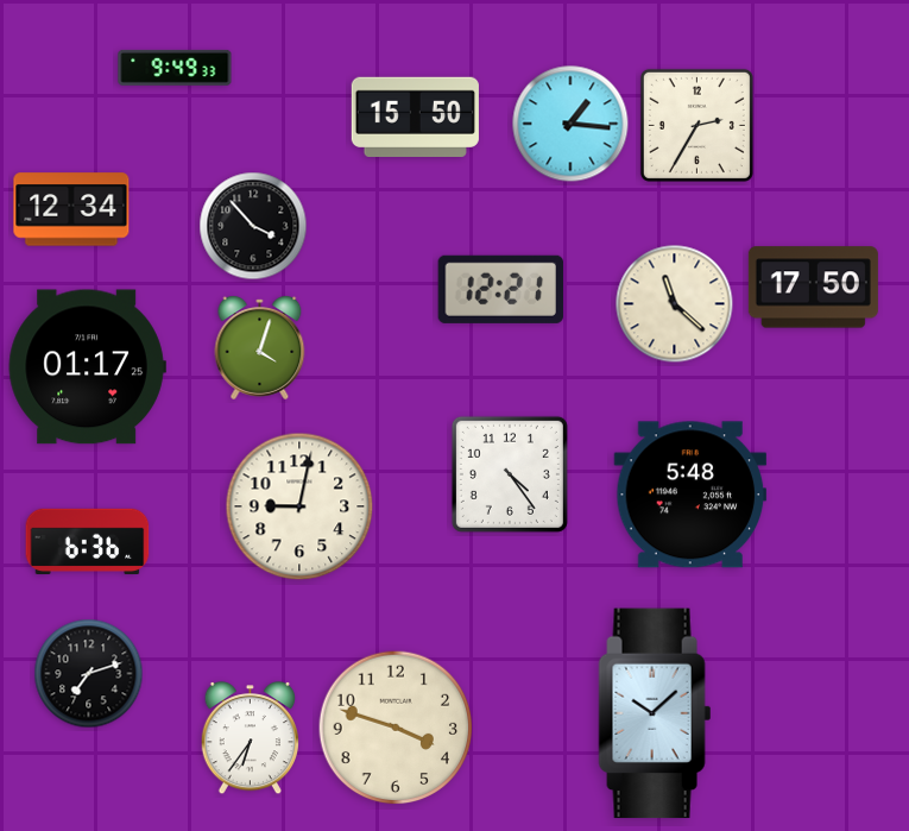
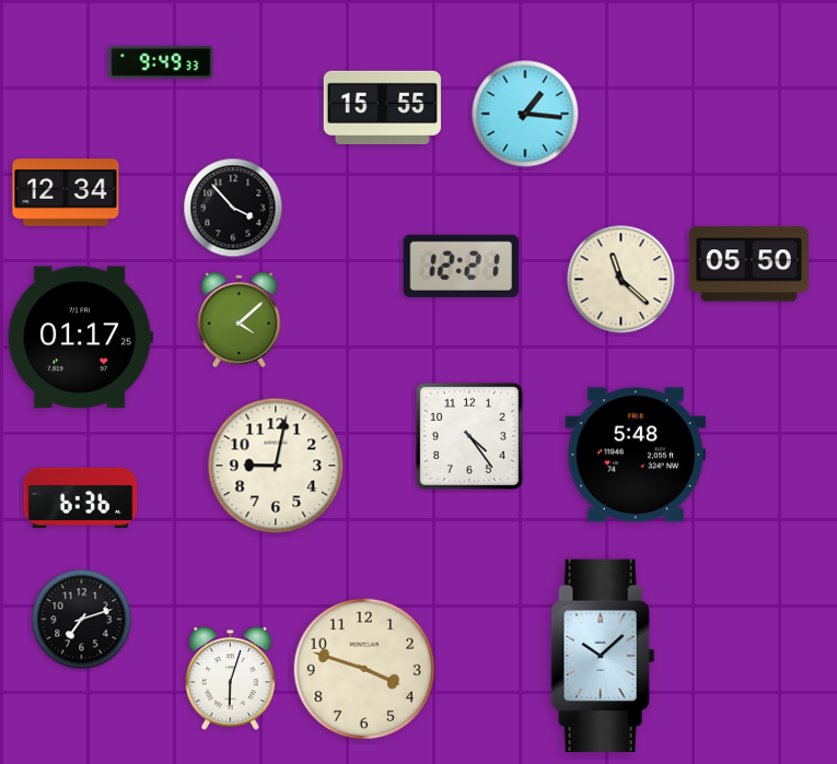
clock at (415, 117): 15:50 -> 15:55
clock at (696, 125): 2:35 -> none
clock at (813, 288): 17:50 -> 05:50
clock at (260, 347): 4:03 -> 4:08
clock at (251, 739): 6:36 -> 6:03
